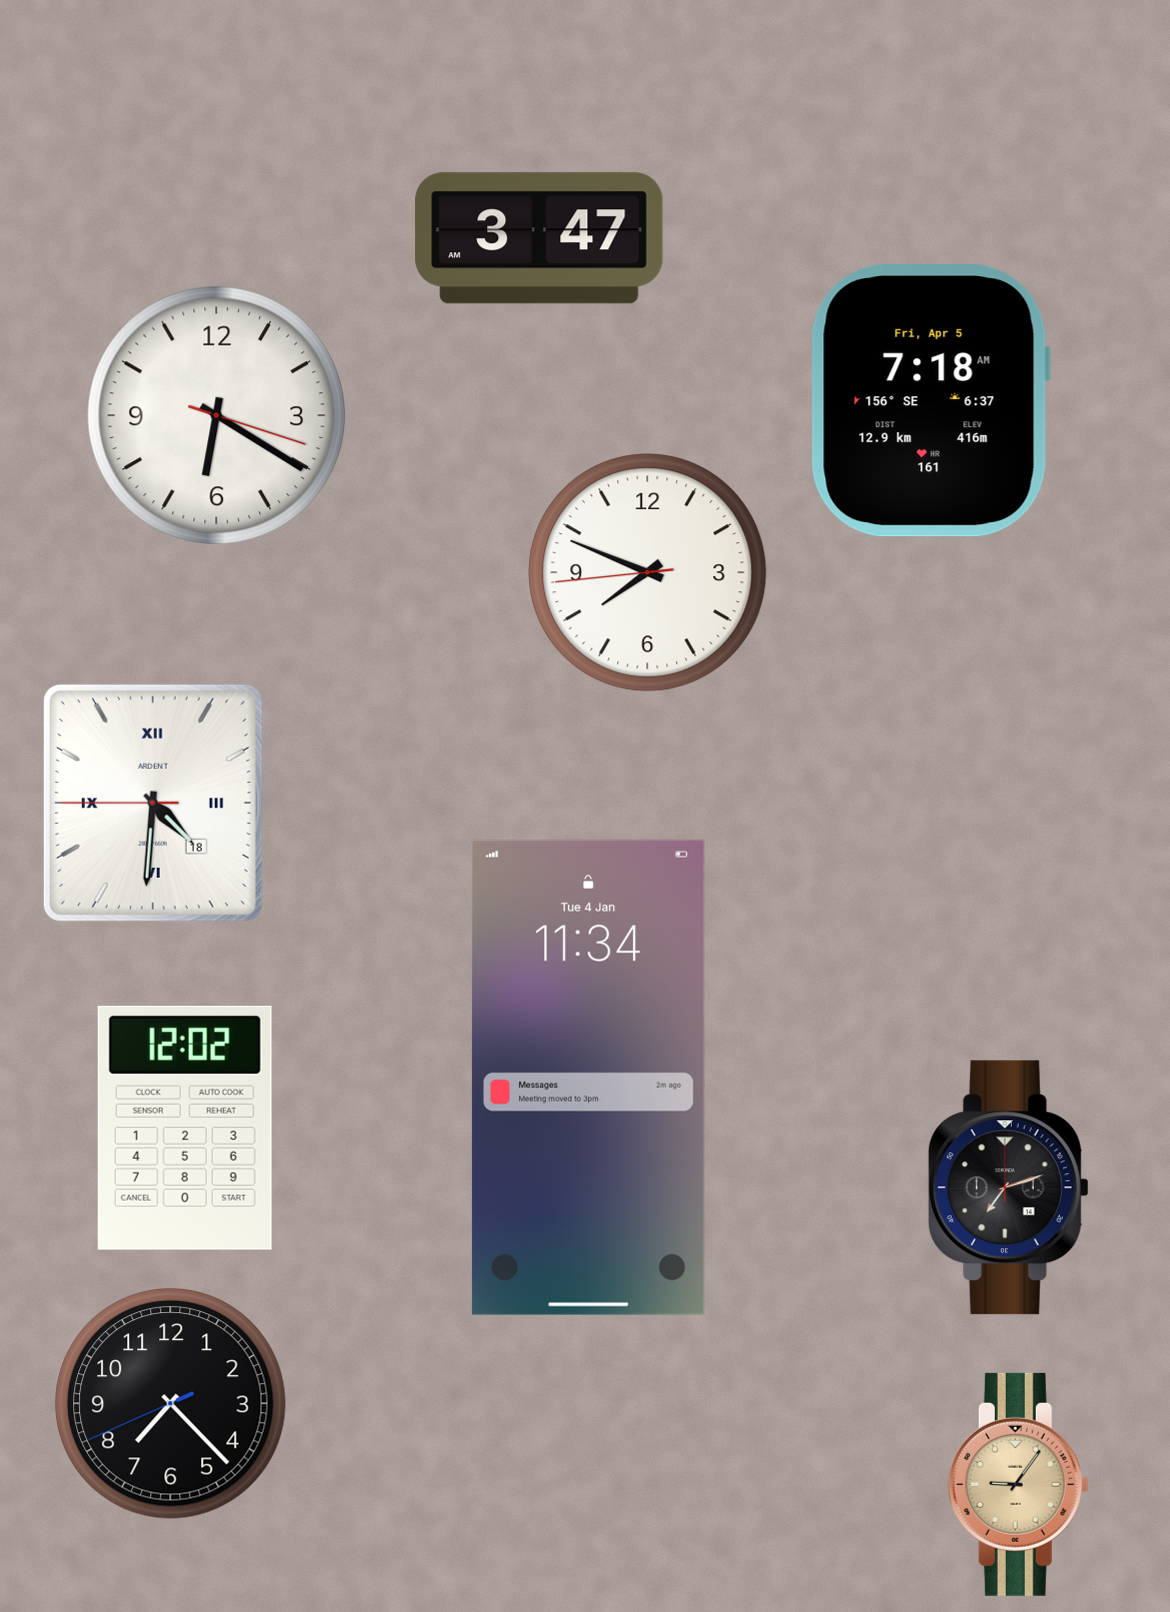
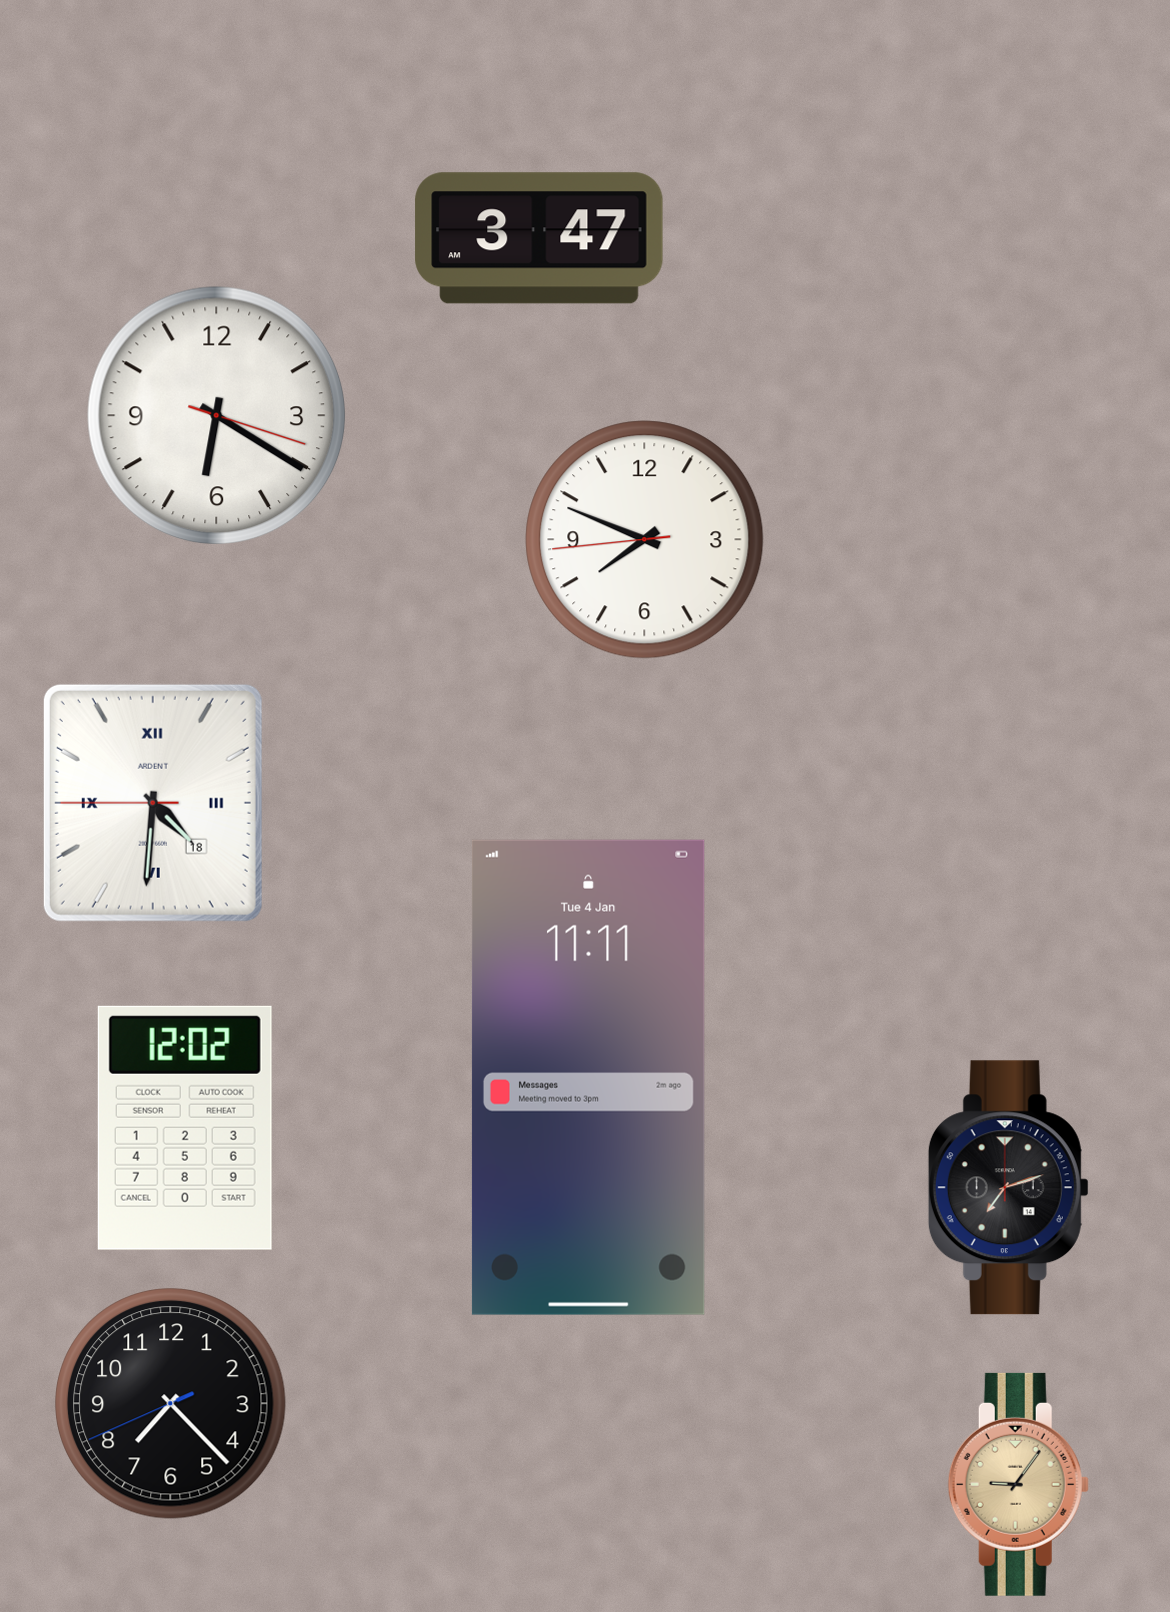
clock at (930, 401): 7:18 -> none
clock at (648, 573) position: (648, 573) -> (645, 540)
clock at (588, 1077): 11:34 -> 11:11
